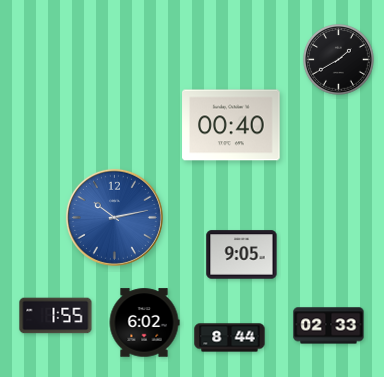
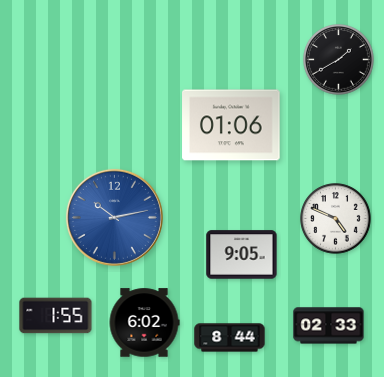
clock at (231, 125): 00:40 -> 01:06
clock at (336, 219): none -> 4:49
